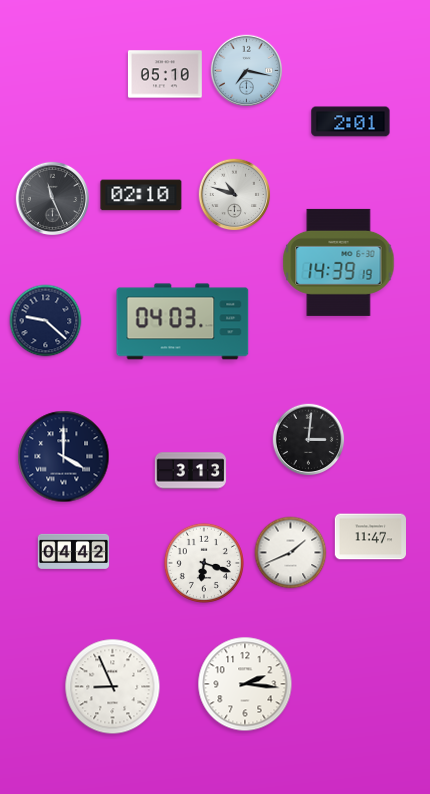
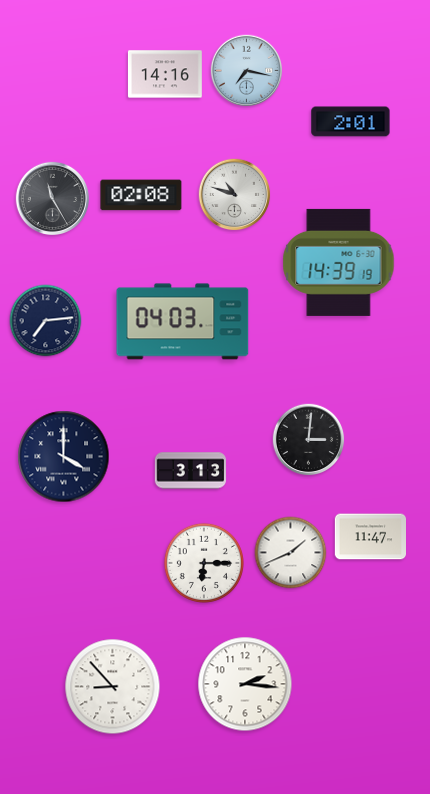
clock at (165, 74): 05:10 -> 14:16
clock at (141, 195): 02:10 -> 02:08
clock at (52, 198): 11:26 -> 11:25
clock at (46, 321): 9:22 -> 7:14
clock at (74, 551): 04:42 -> none
clock at (204, 563): 6:18 -> 6:15
clock at (113, 687): 8:56 -> 8:53
